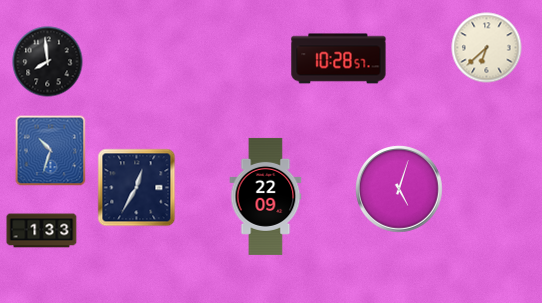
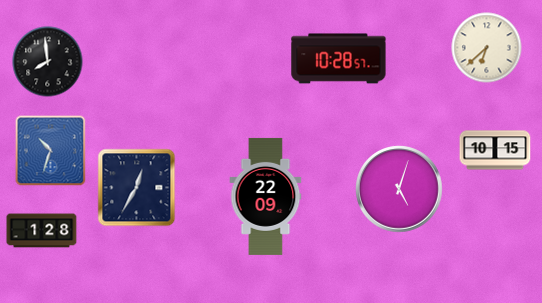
clock at (495, 150): none -> 10:15
clock at (42, 231): 1:33 -> 1:28
